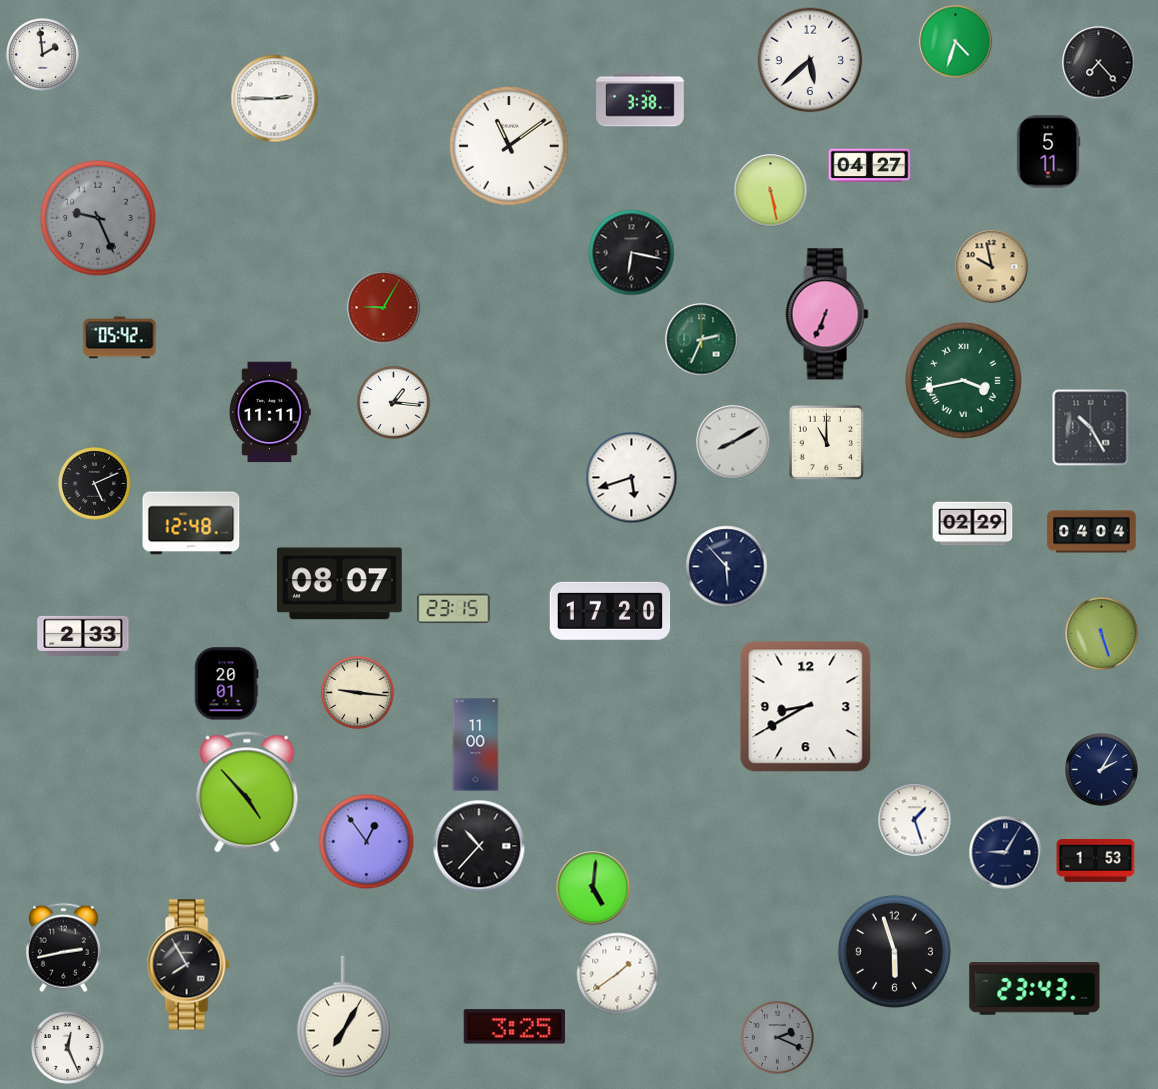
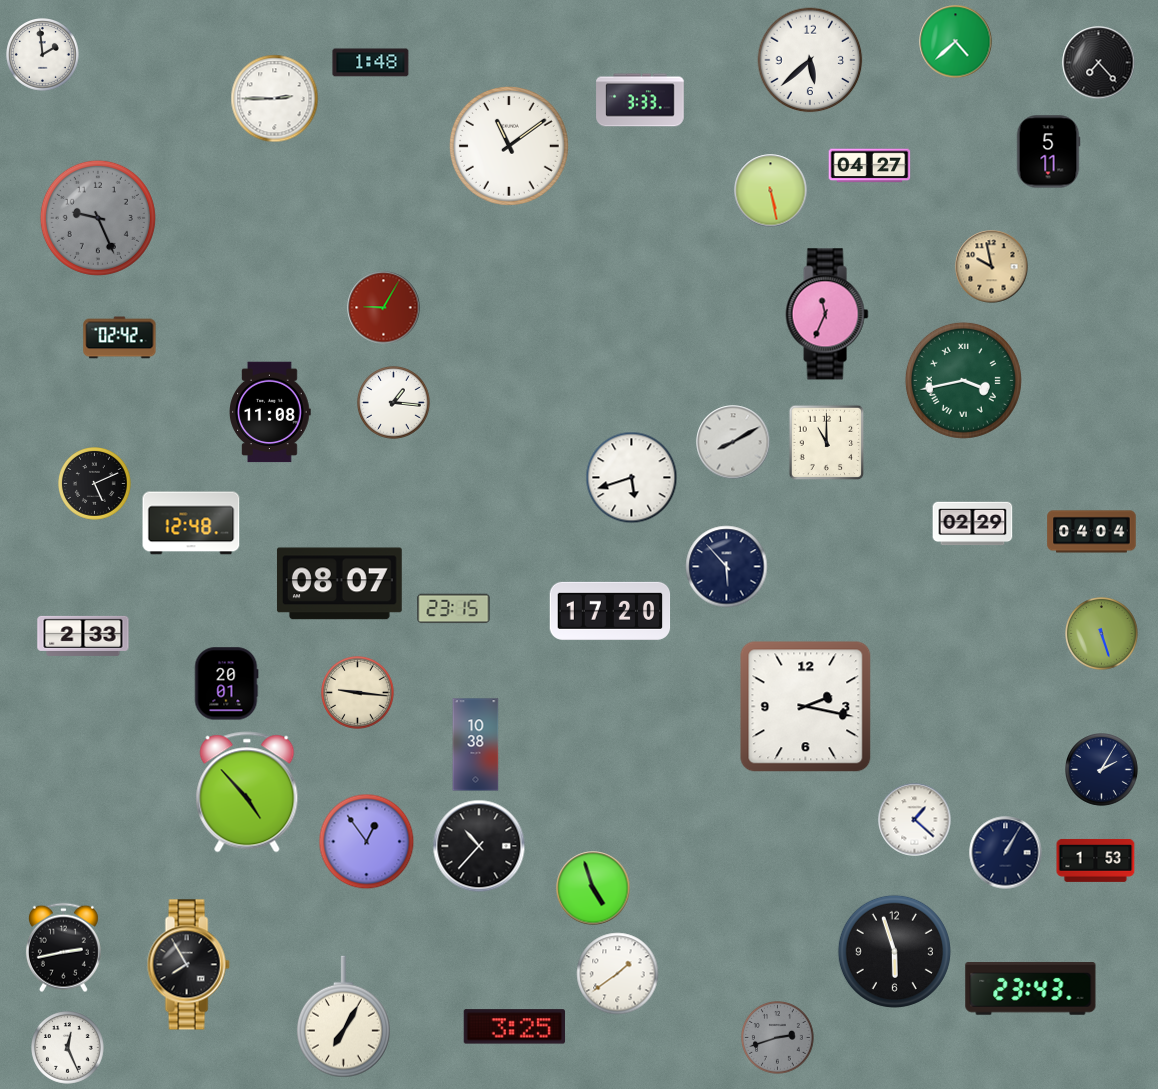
clock at (956, 42): 4:33 -> 4:38
clock at (371, 63): none -> 1:48
clock at (640, 100): 3:38 -> 3:33
clock at (632, 253): 6:17 -> none
clock at (827, 314): 6:34 -> 11:34
clock at (120, 338): 05:42 -> 02:42
clock at (702, 340): 2:34 -> none
clock at (270, 412): 11:11 -> 11:08
clock at (1091, 428): 10:25 -> none
clock at (806, 707): 8:40 -> 2:17
clock at (476, 745): 11:00 -> 10:38
clock at (915, 820): 1:27 -> 1:22
clock at (1006, 853): 9:05 -> 1:05
clock at (593, 888): 5:01 -> 4:57
clock at (1035, 989) position: (1035, 989) -> (1031, 989)
clock at (778, 1038): 2:19 -> 2:42
